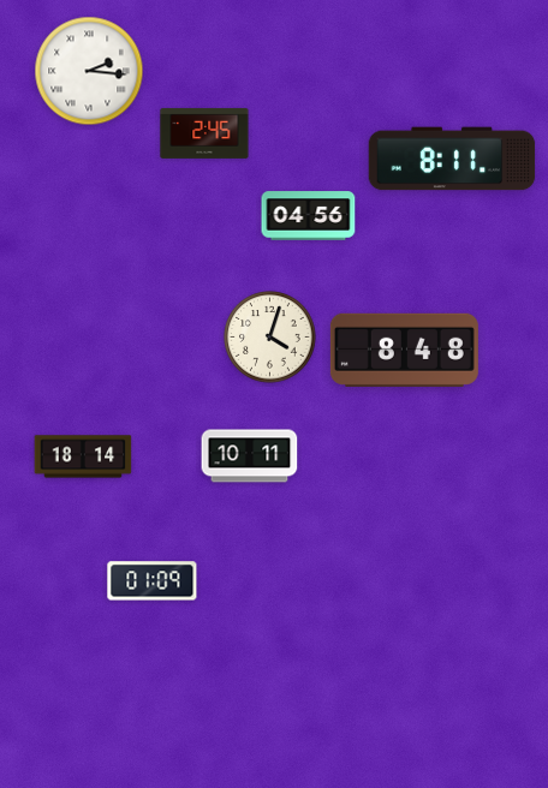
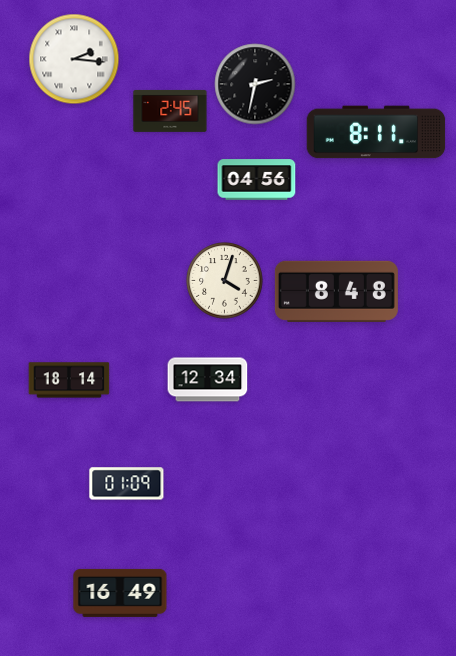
clock at (255, 84): none -> 2:32
clock at (250, 456): 10:11 -> 12:34
clock at (120, 593): none -> 16:49
